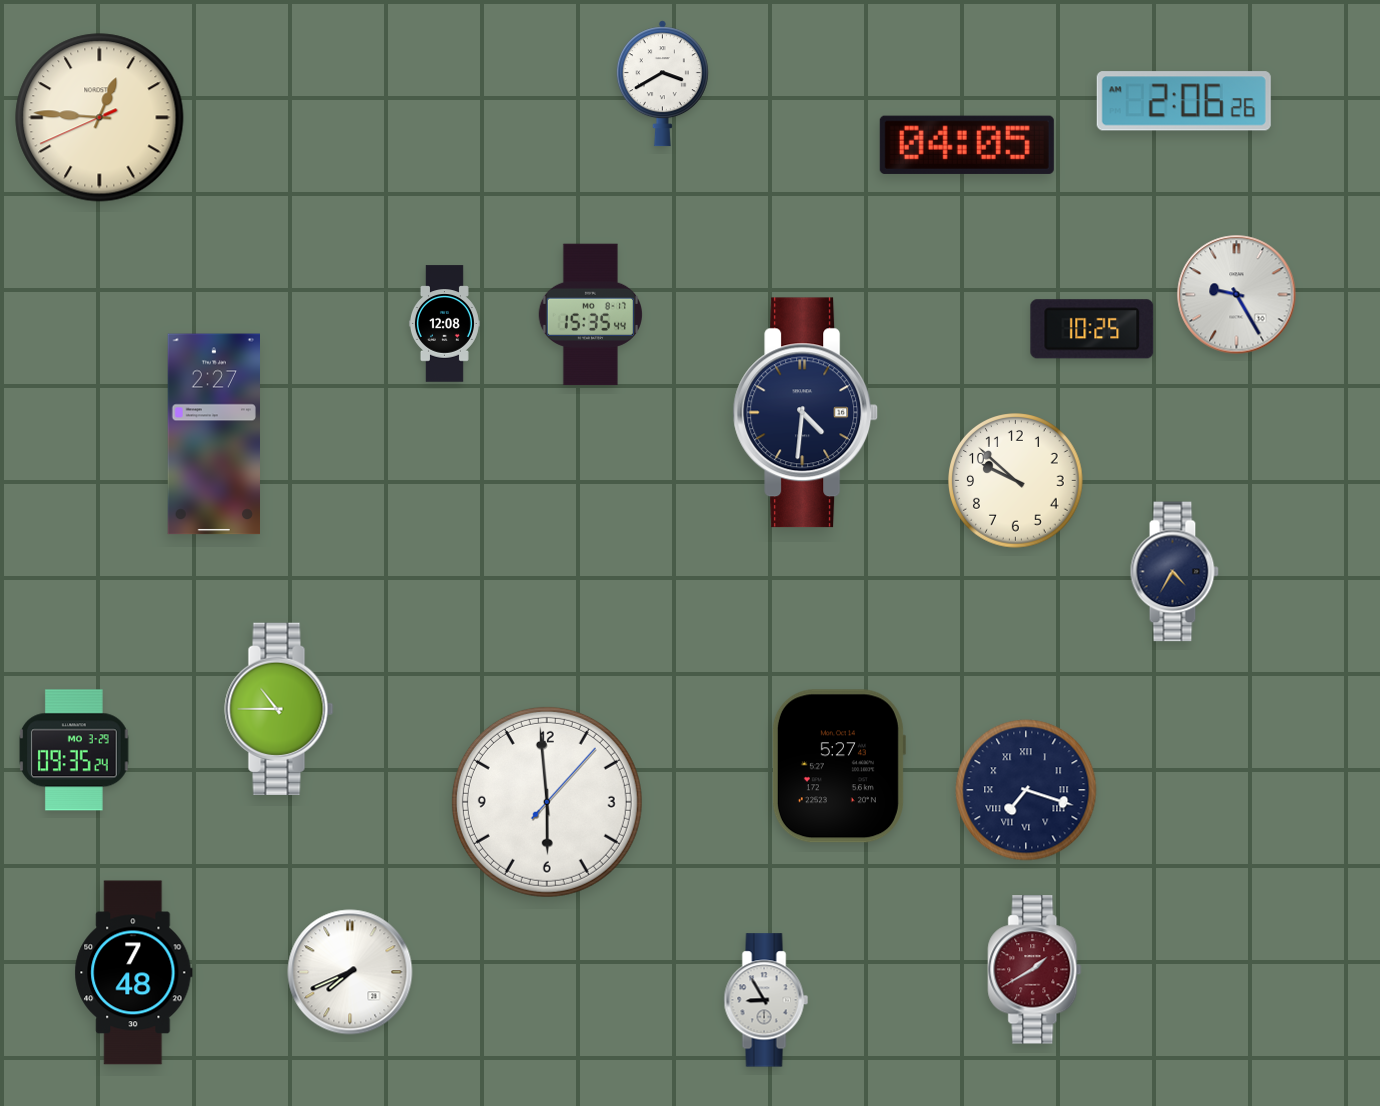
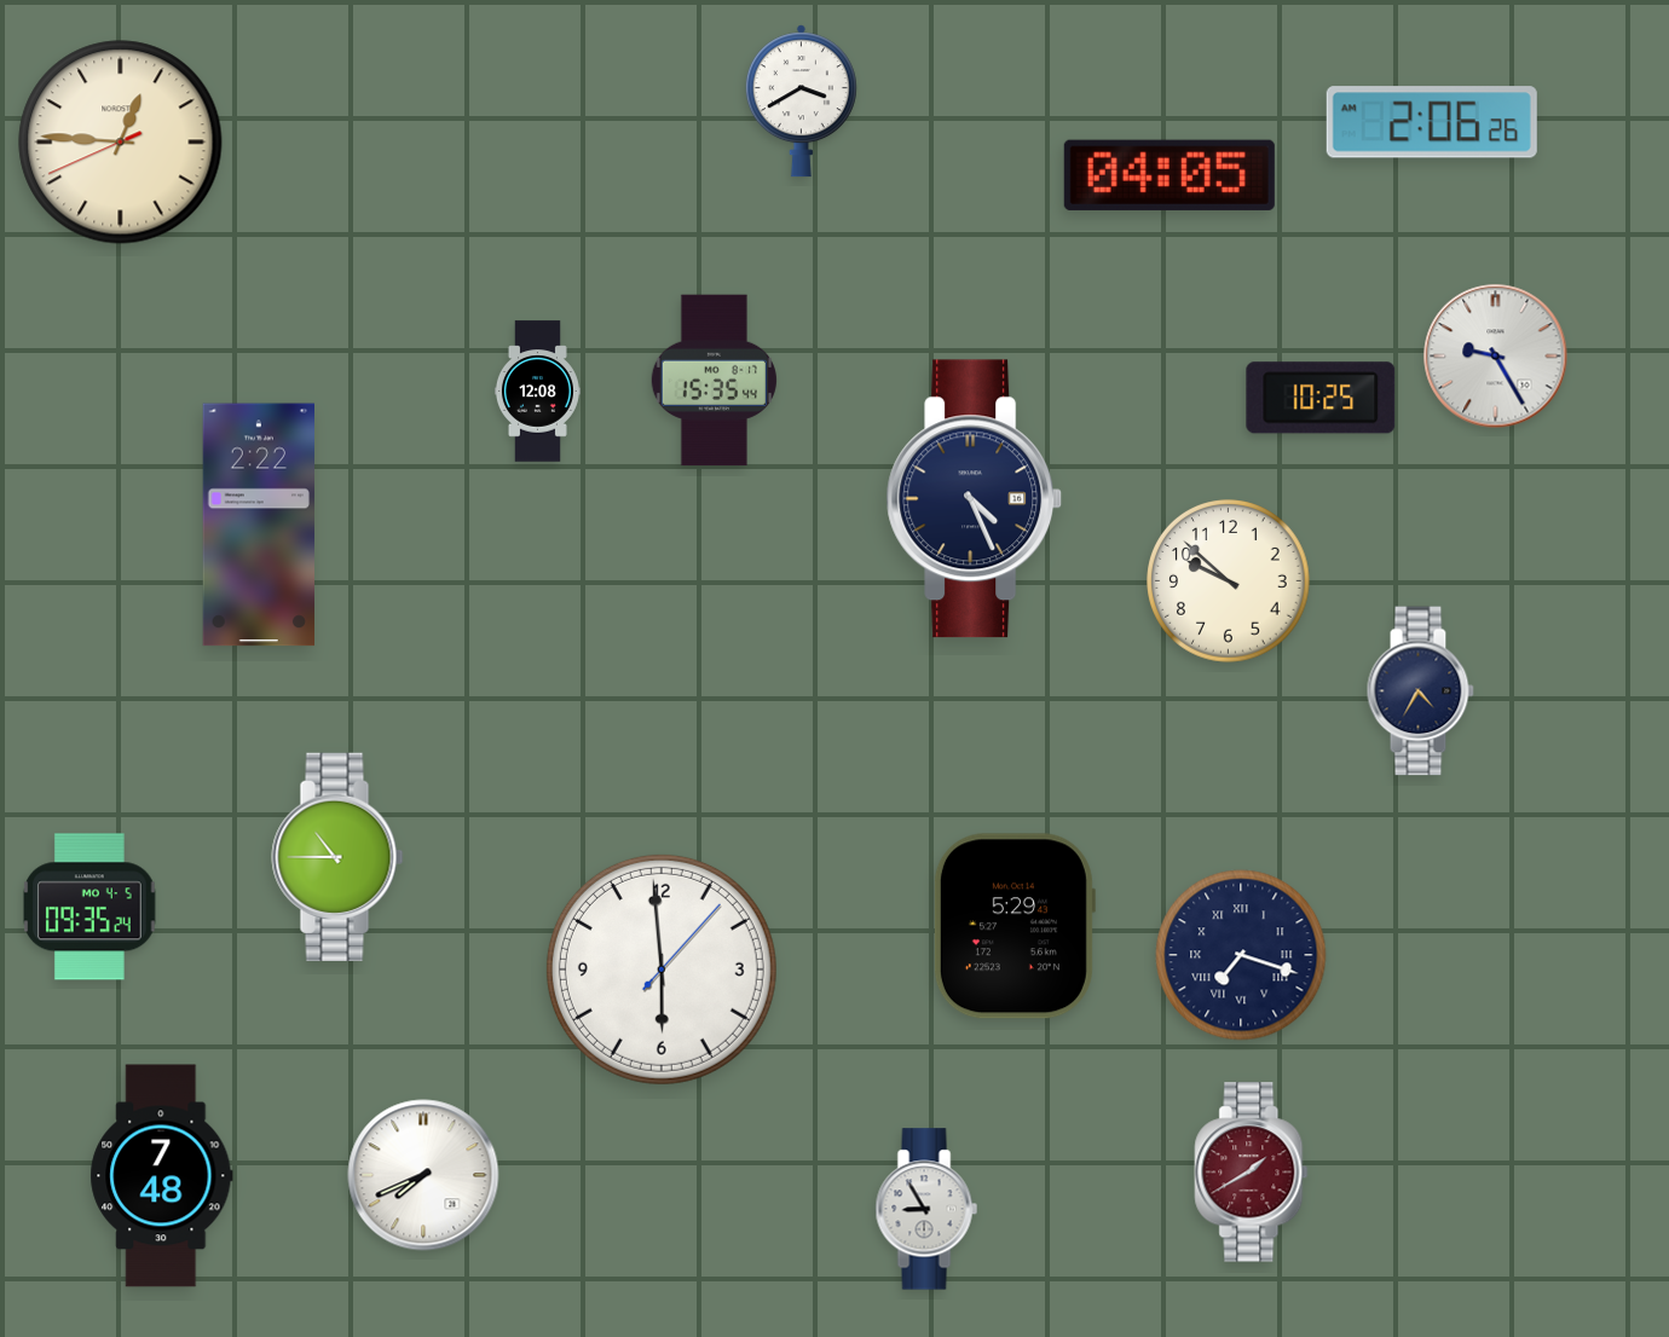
clock at (806, 413): 4:31 -> 4:26
clock at (213, 434): 2:27 -> 2:22
clock at (75, 750) date: MO 3-29 -> MO 4-5
clock at (838, 766): 5:27 -> 5:29
